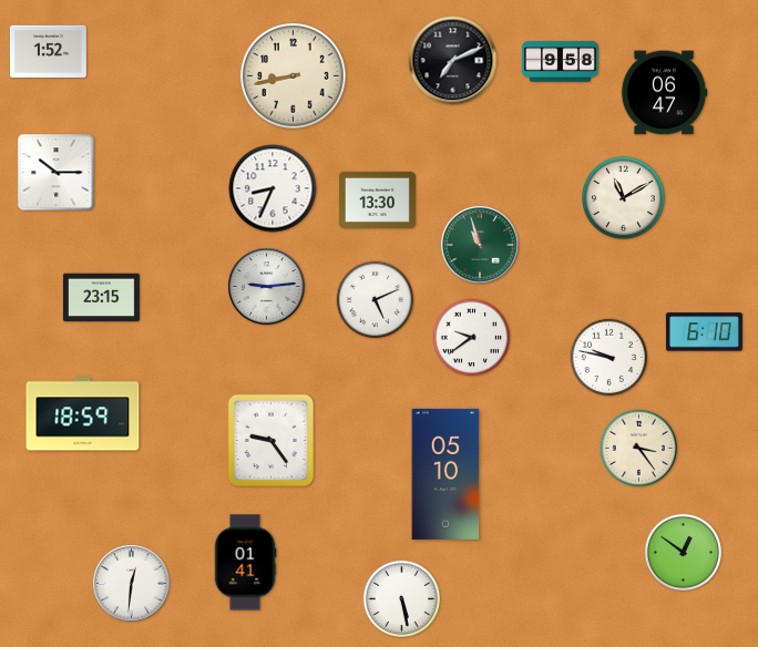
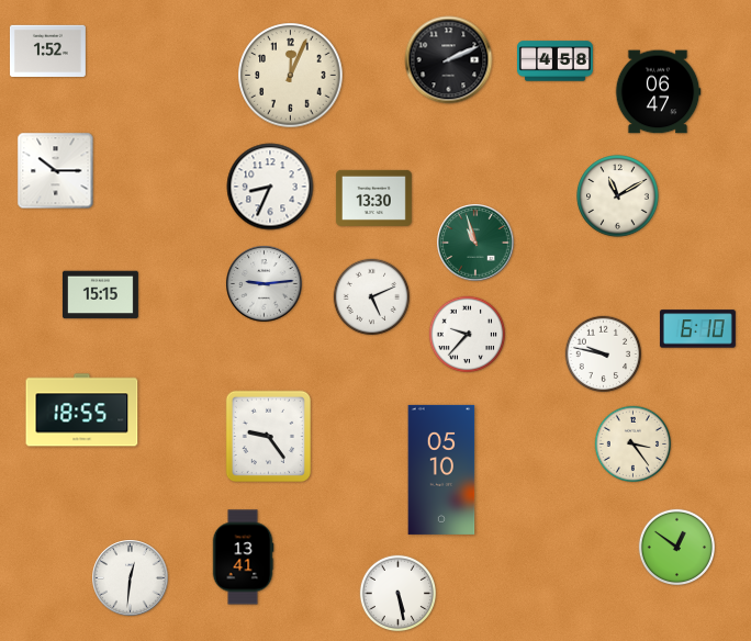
clock at (453, 61): 7:11 -> 2:11
clock at (560, 62): 9:58 -> 4:58
clock at (294, 76): 8:43 -> 12:04
clock at (101, 298): 23:15 -> 15:15
clock at (472, 338): 9:39 -> 9:37
clock at (83, 414): 18:59 -> 18:55
clock at (245, 563): 01:41 -> 13:41
